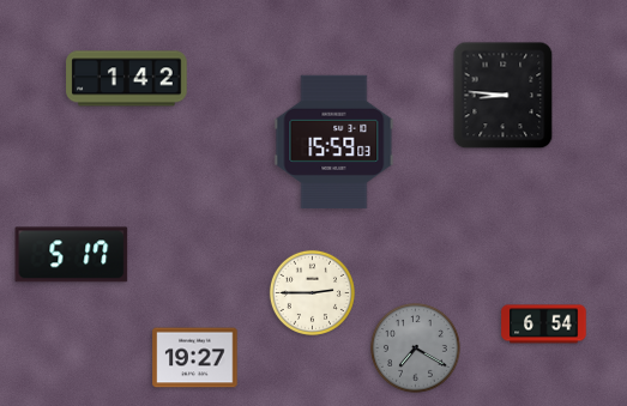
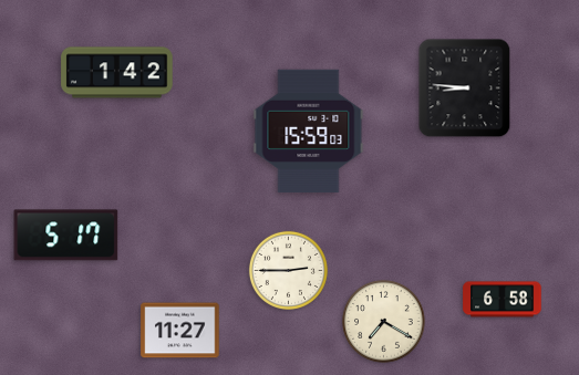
clock at (544, 325): 6:54 -> 6:58
clock at (416, 349) dial: grey -> cream
clock at (195, 358): 19:27 -> 11:27
